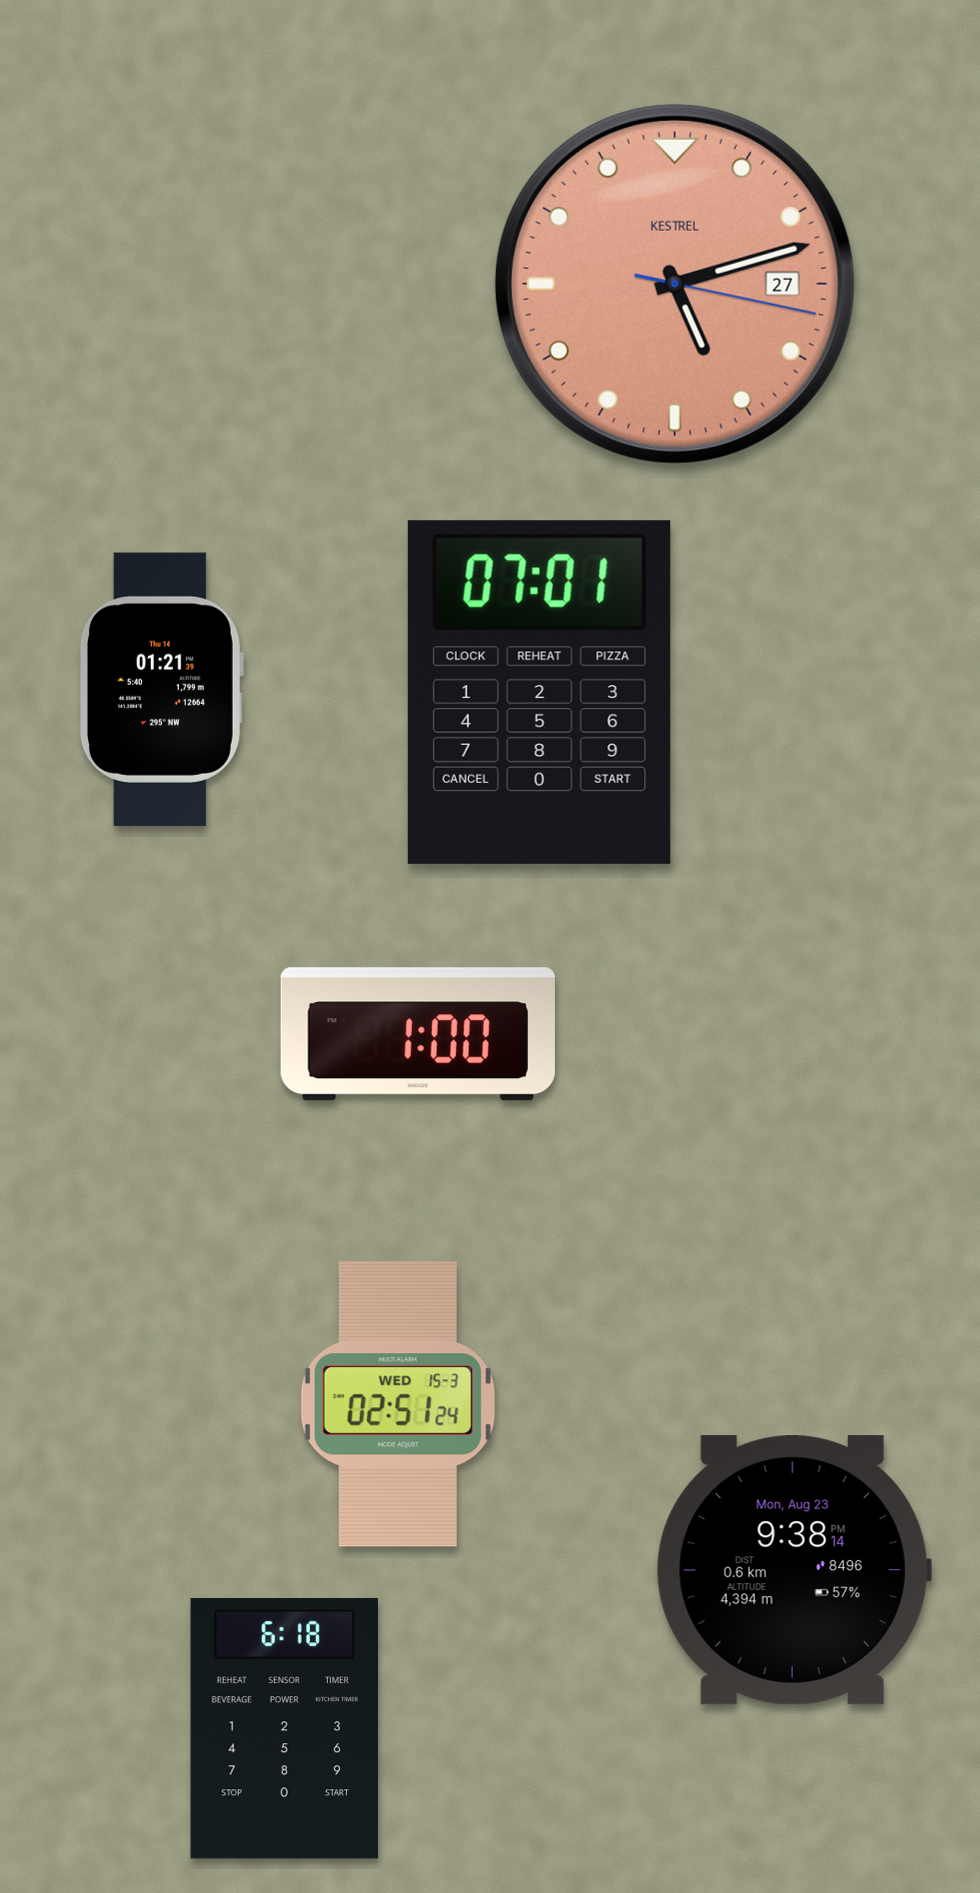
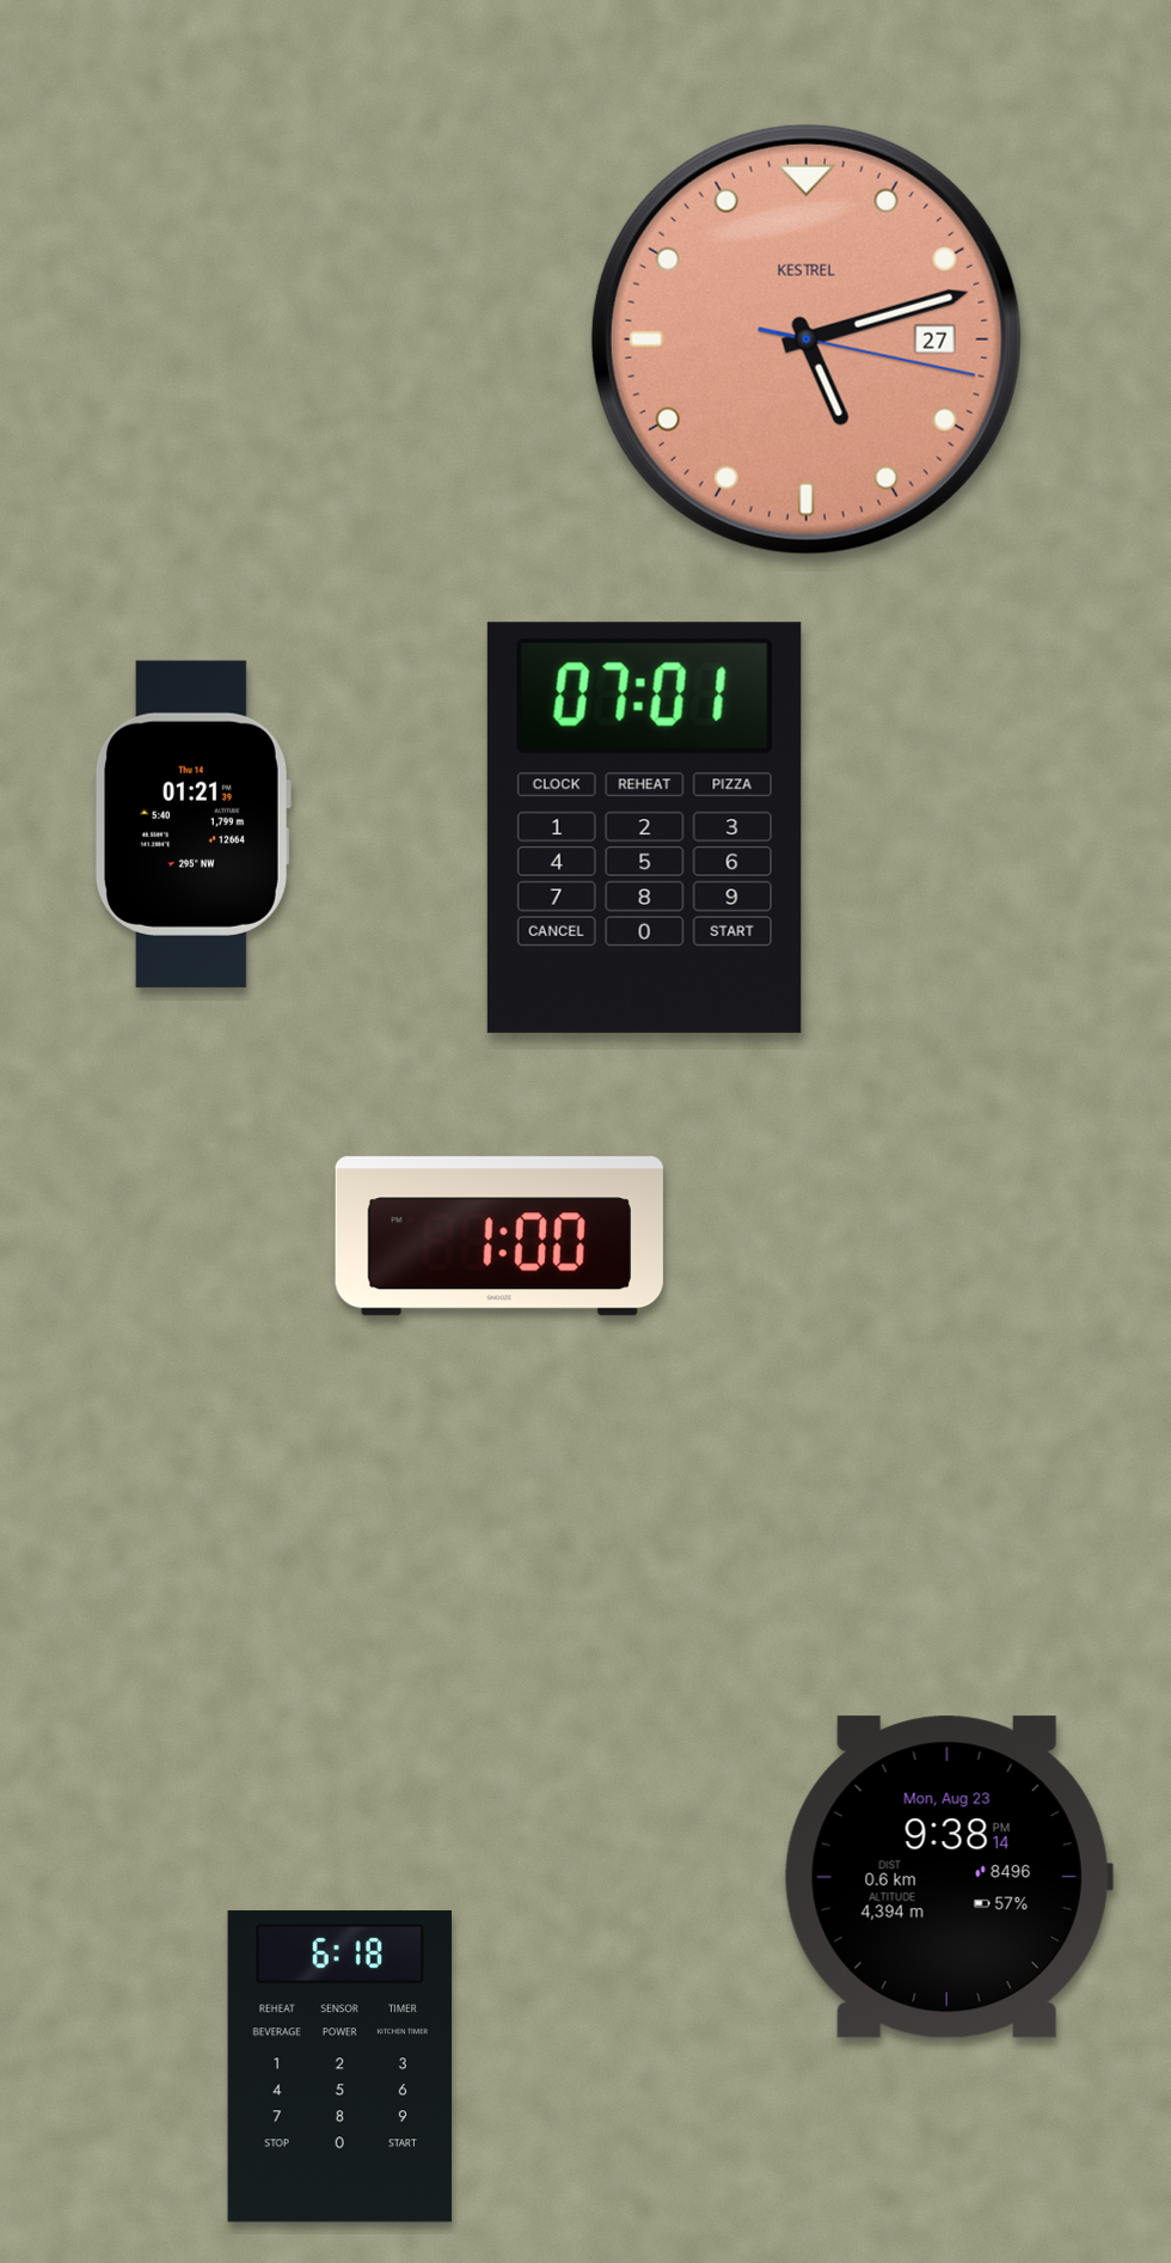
clock at (398, 1404): 02:51 -> none
